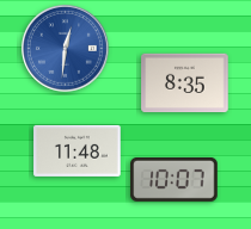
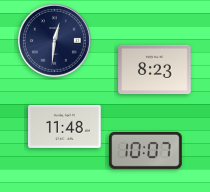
clock at (65, 48) dial: blue -> navy
clock at (185, 83): 8:35 -> 8:23
